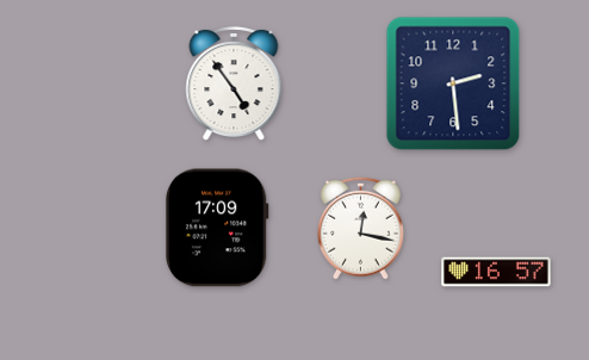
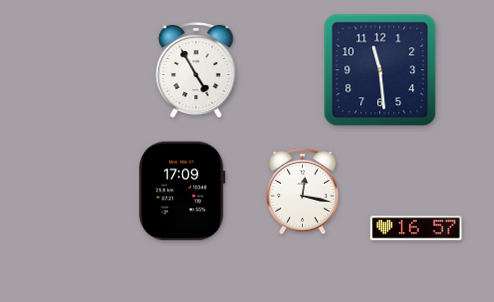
clock at (234, 83): 4:54 -> 4:55
clock at (453, 83): 2:29 -> 11:29
